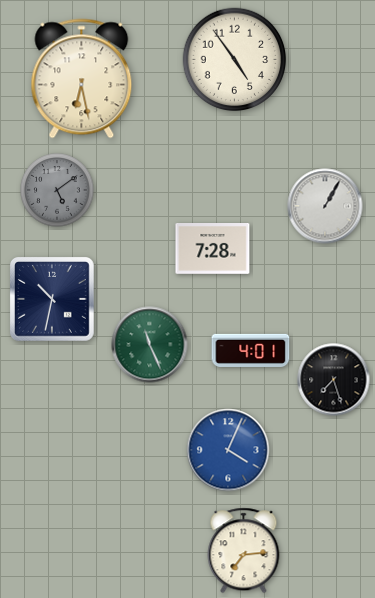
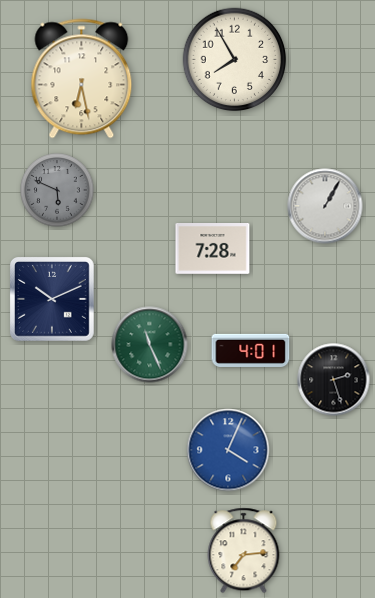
clock at (235, 60): 4:54 -> 7:55
clock at (57, 190): 5:09 -> 5:49
clock at (53, 300): 10:32 -> 10:11
clock at (334, 380): 7:27 -> 2:27
